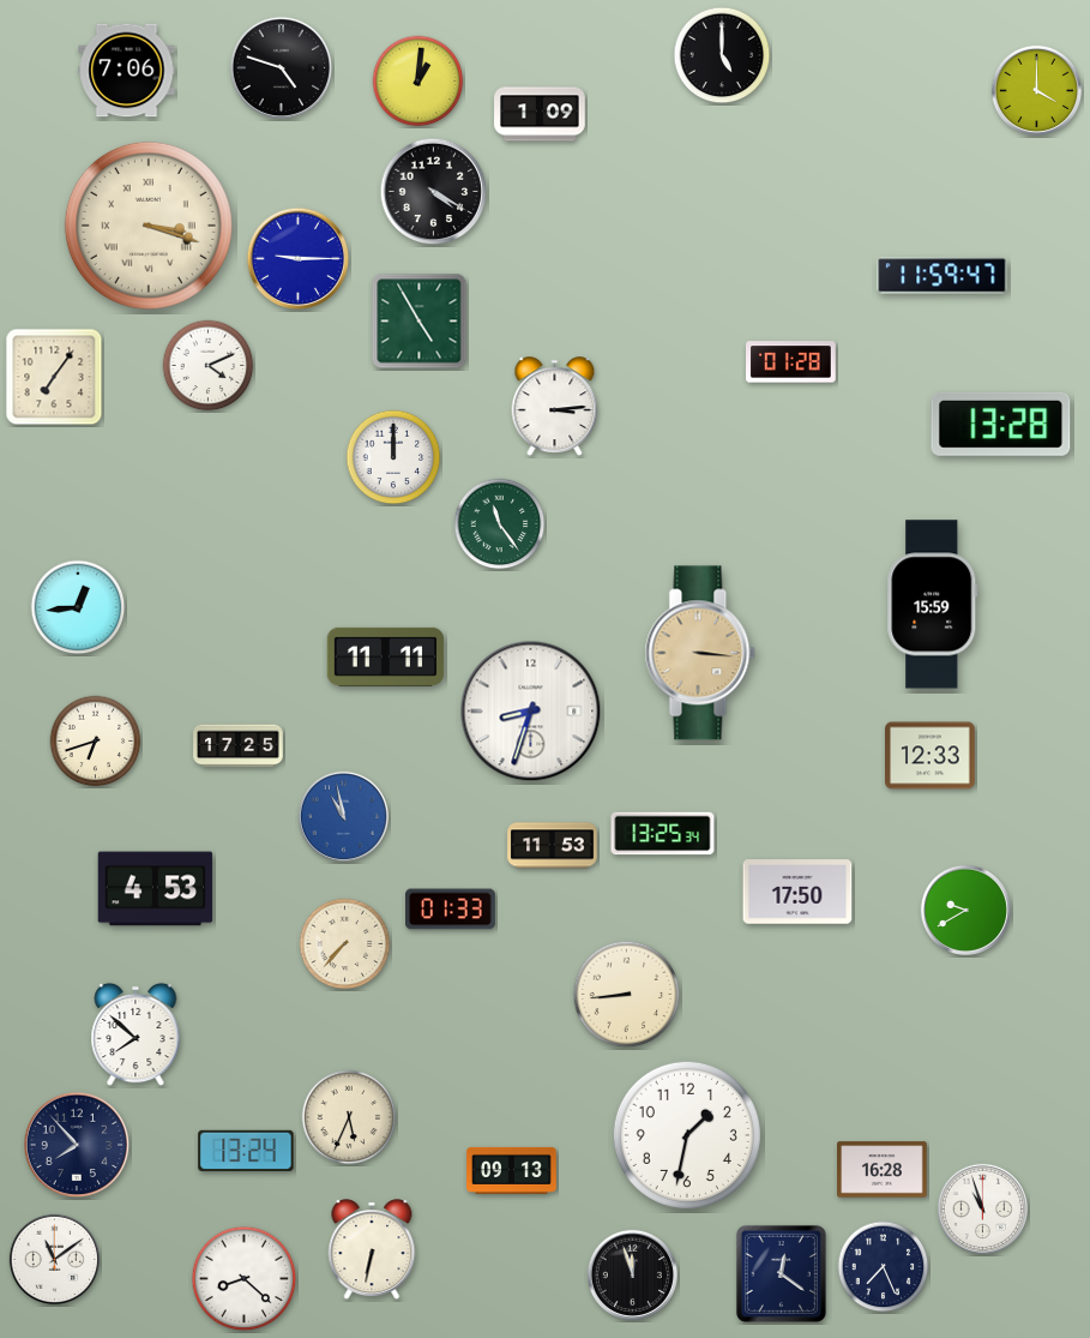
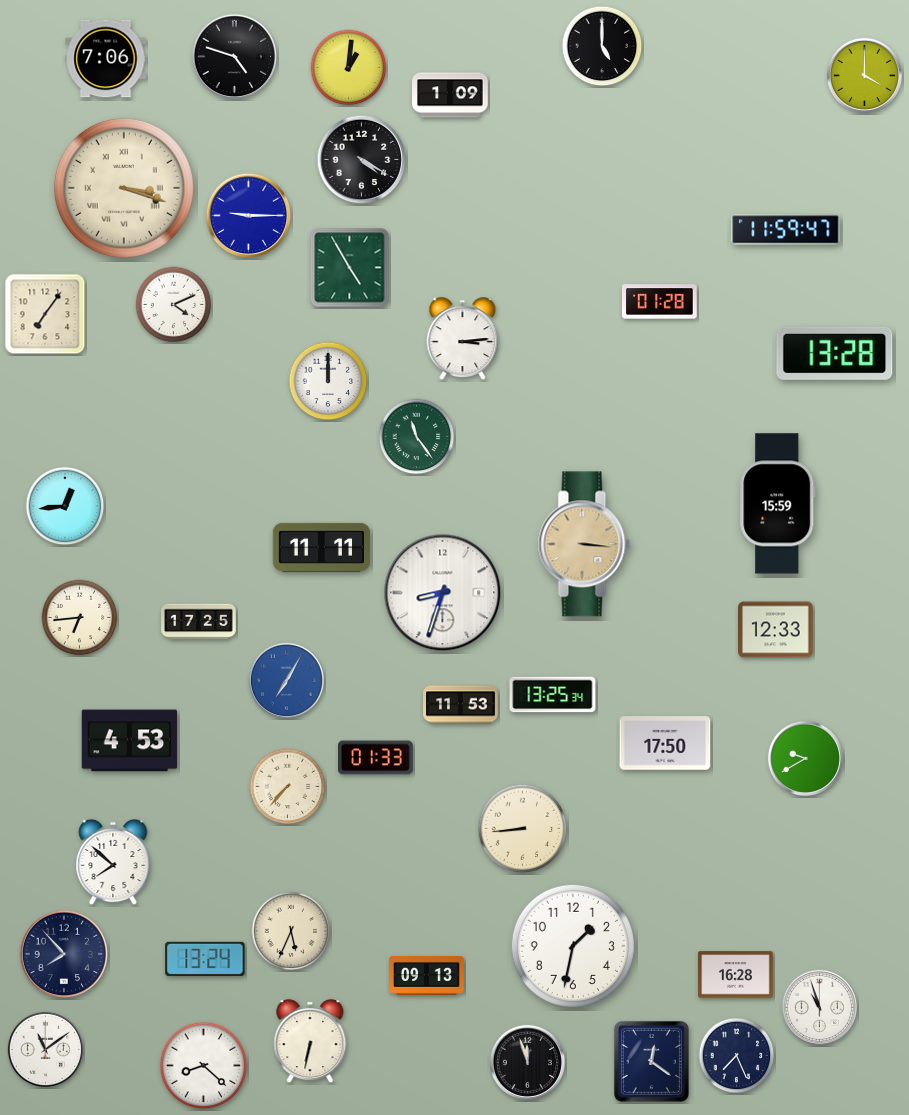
clock at (96, 742): 6:42 -> 6:44
clock at (343, 816): 10:58 -> 7:05
